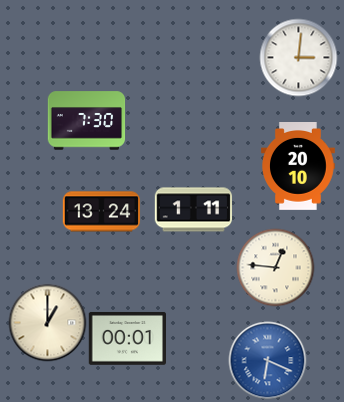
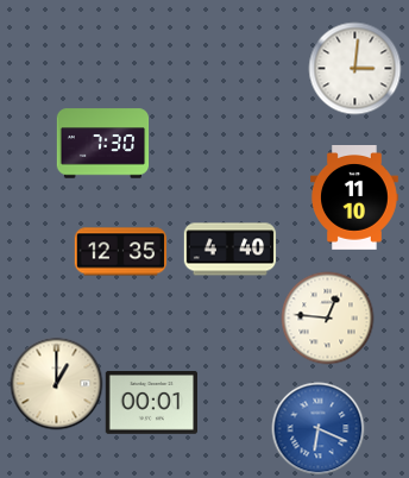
clock at (299, 167): 20:10 -> 11:10
clock at (193, 210): 1:11 -> 4:40
clock at (101, 212): 13:24 -> 12:35
